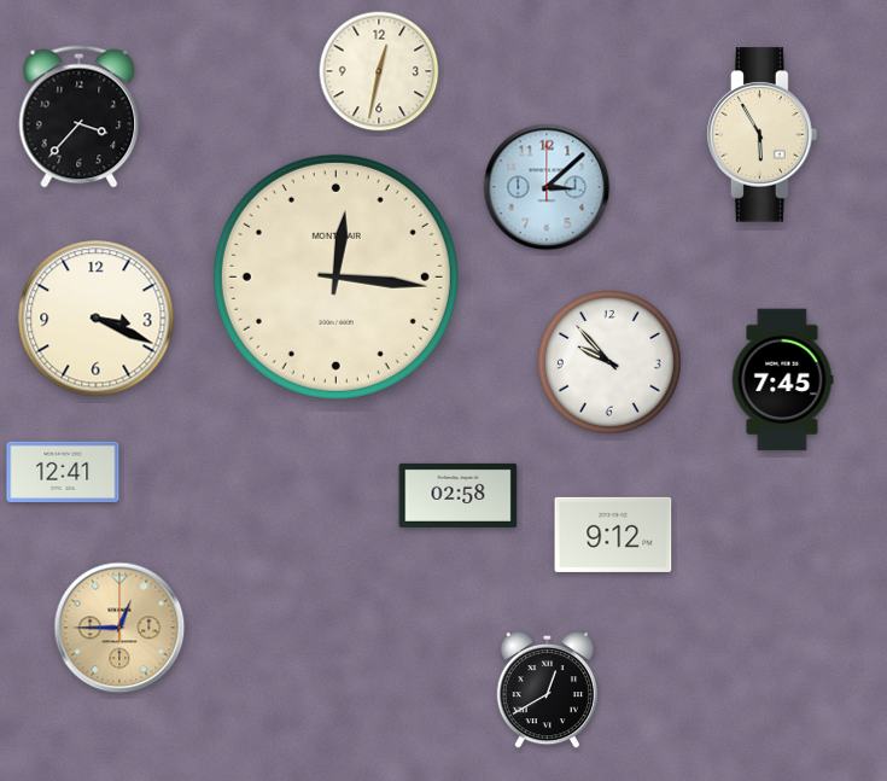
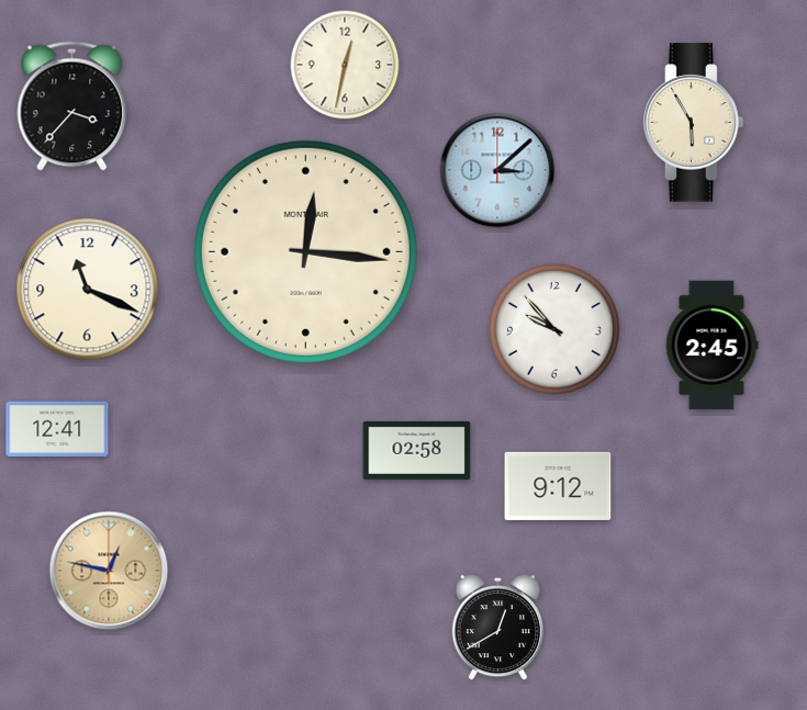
clock at (97, 319): 3:19 -> 11:19
clock at (782, 380): 7:45 -> 2:45
clock at (119, 628): 12:45 -> 12:47
